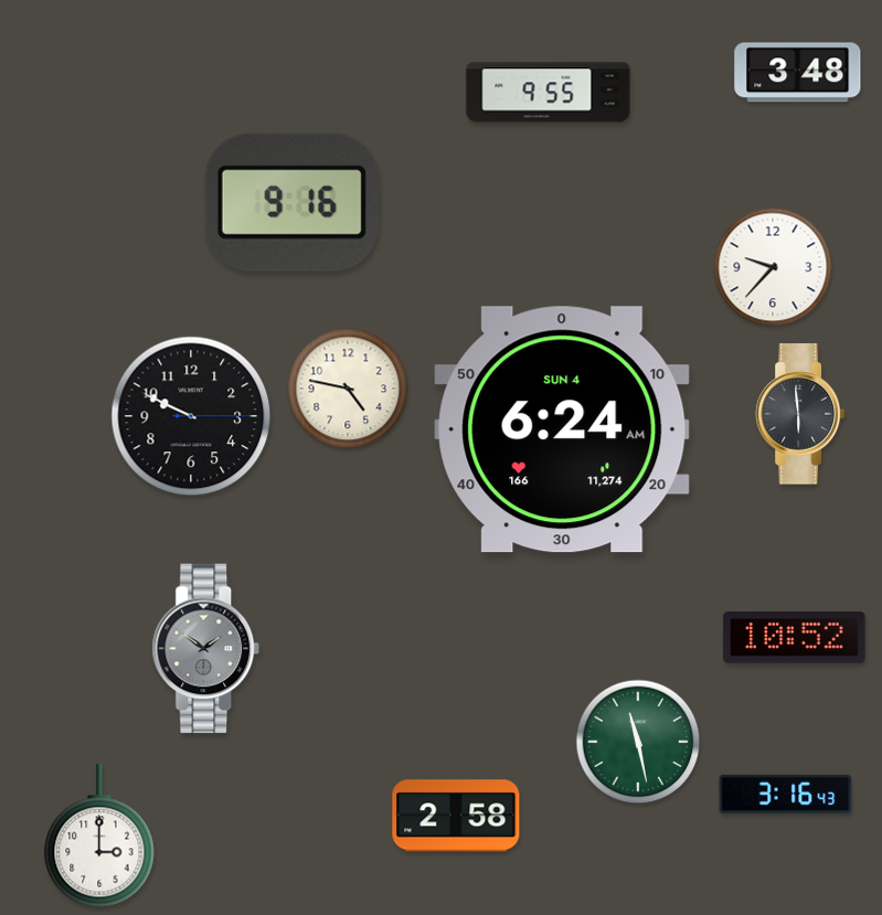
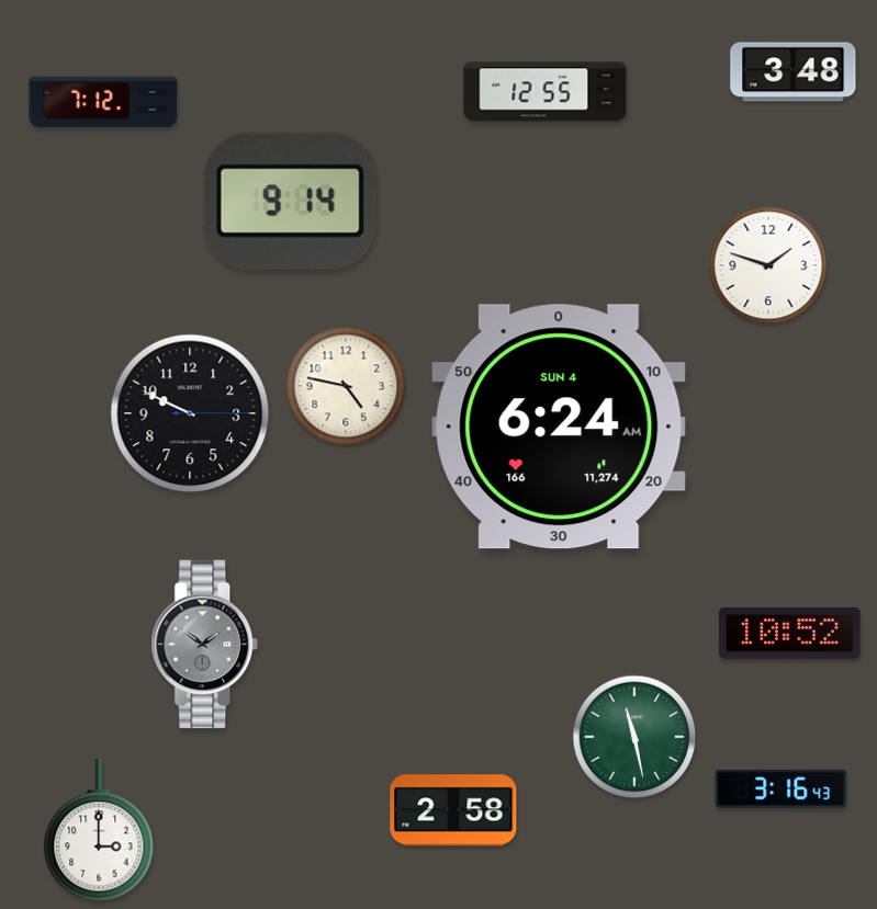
clock at (549, 93): 9:55 -> 12:55
clock at (103, 102): none -> 7:12
clock at (291, 202): 9:16 -> 9:14
clock at (773, 267): 9:37 -> 1:48
clock at (799, 414): 5:59 -> none
